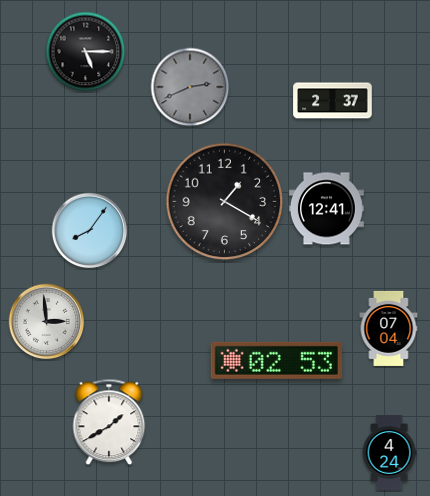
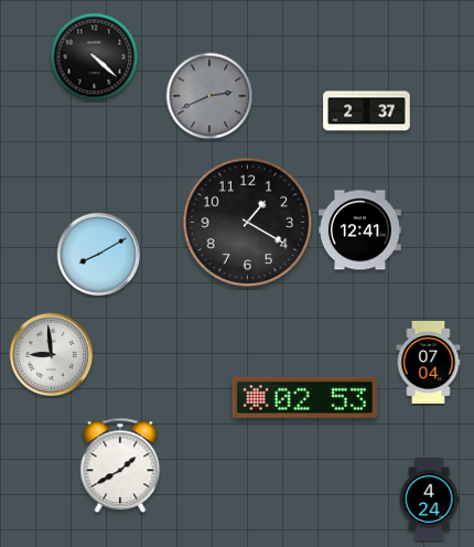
clock at (86, 52): 5:15 -> 4:22
clock at (90, 231): 8:06 -> 8:10
clock at (47, 322): 2:59 -> 8:59
